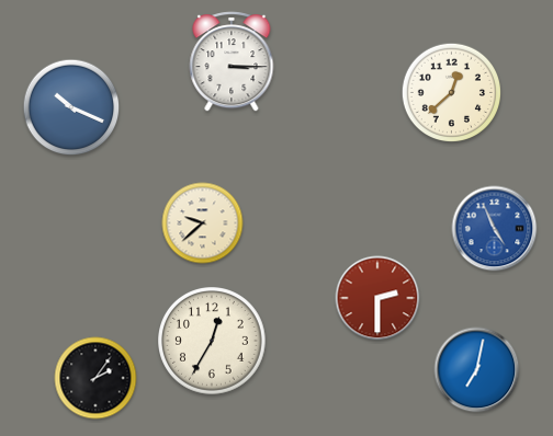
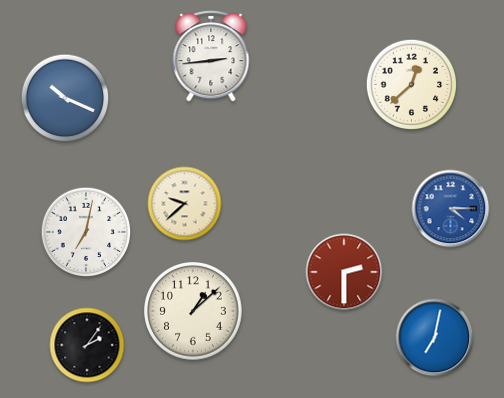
clock at (232, 61): 3:15 -> 2:44
clock at (495, 229): 4:56 -> 4:15
clock at (86, 232): none -> 7:02
clock at (213, 342): 12:35 -> 1:08
